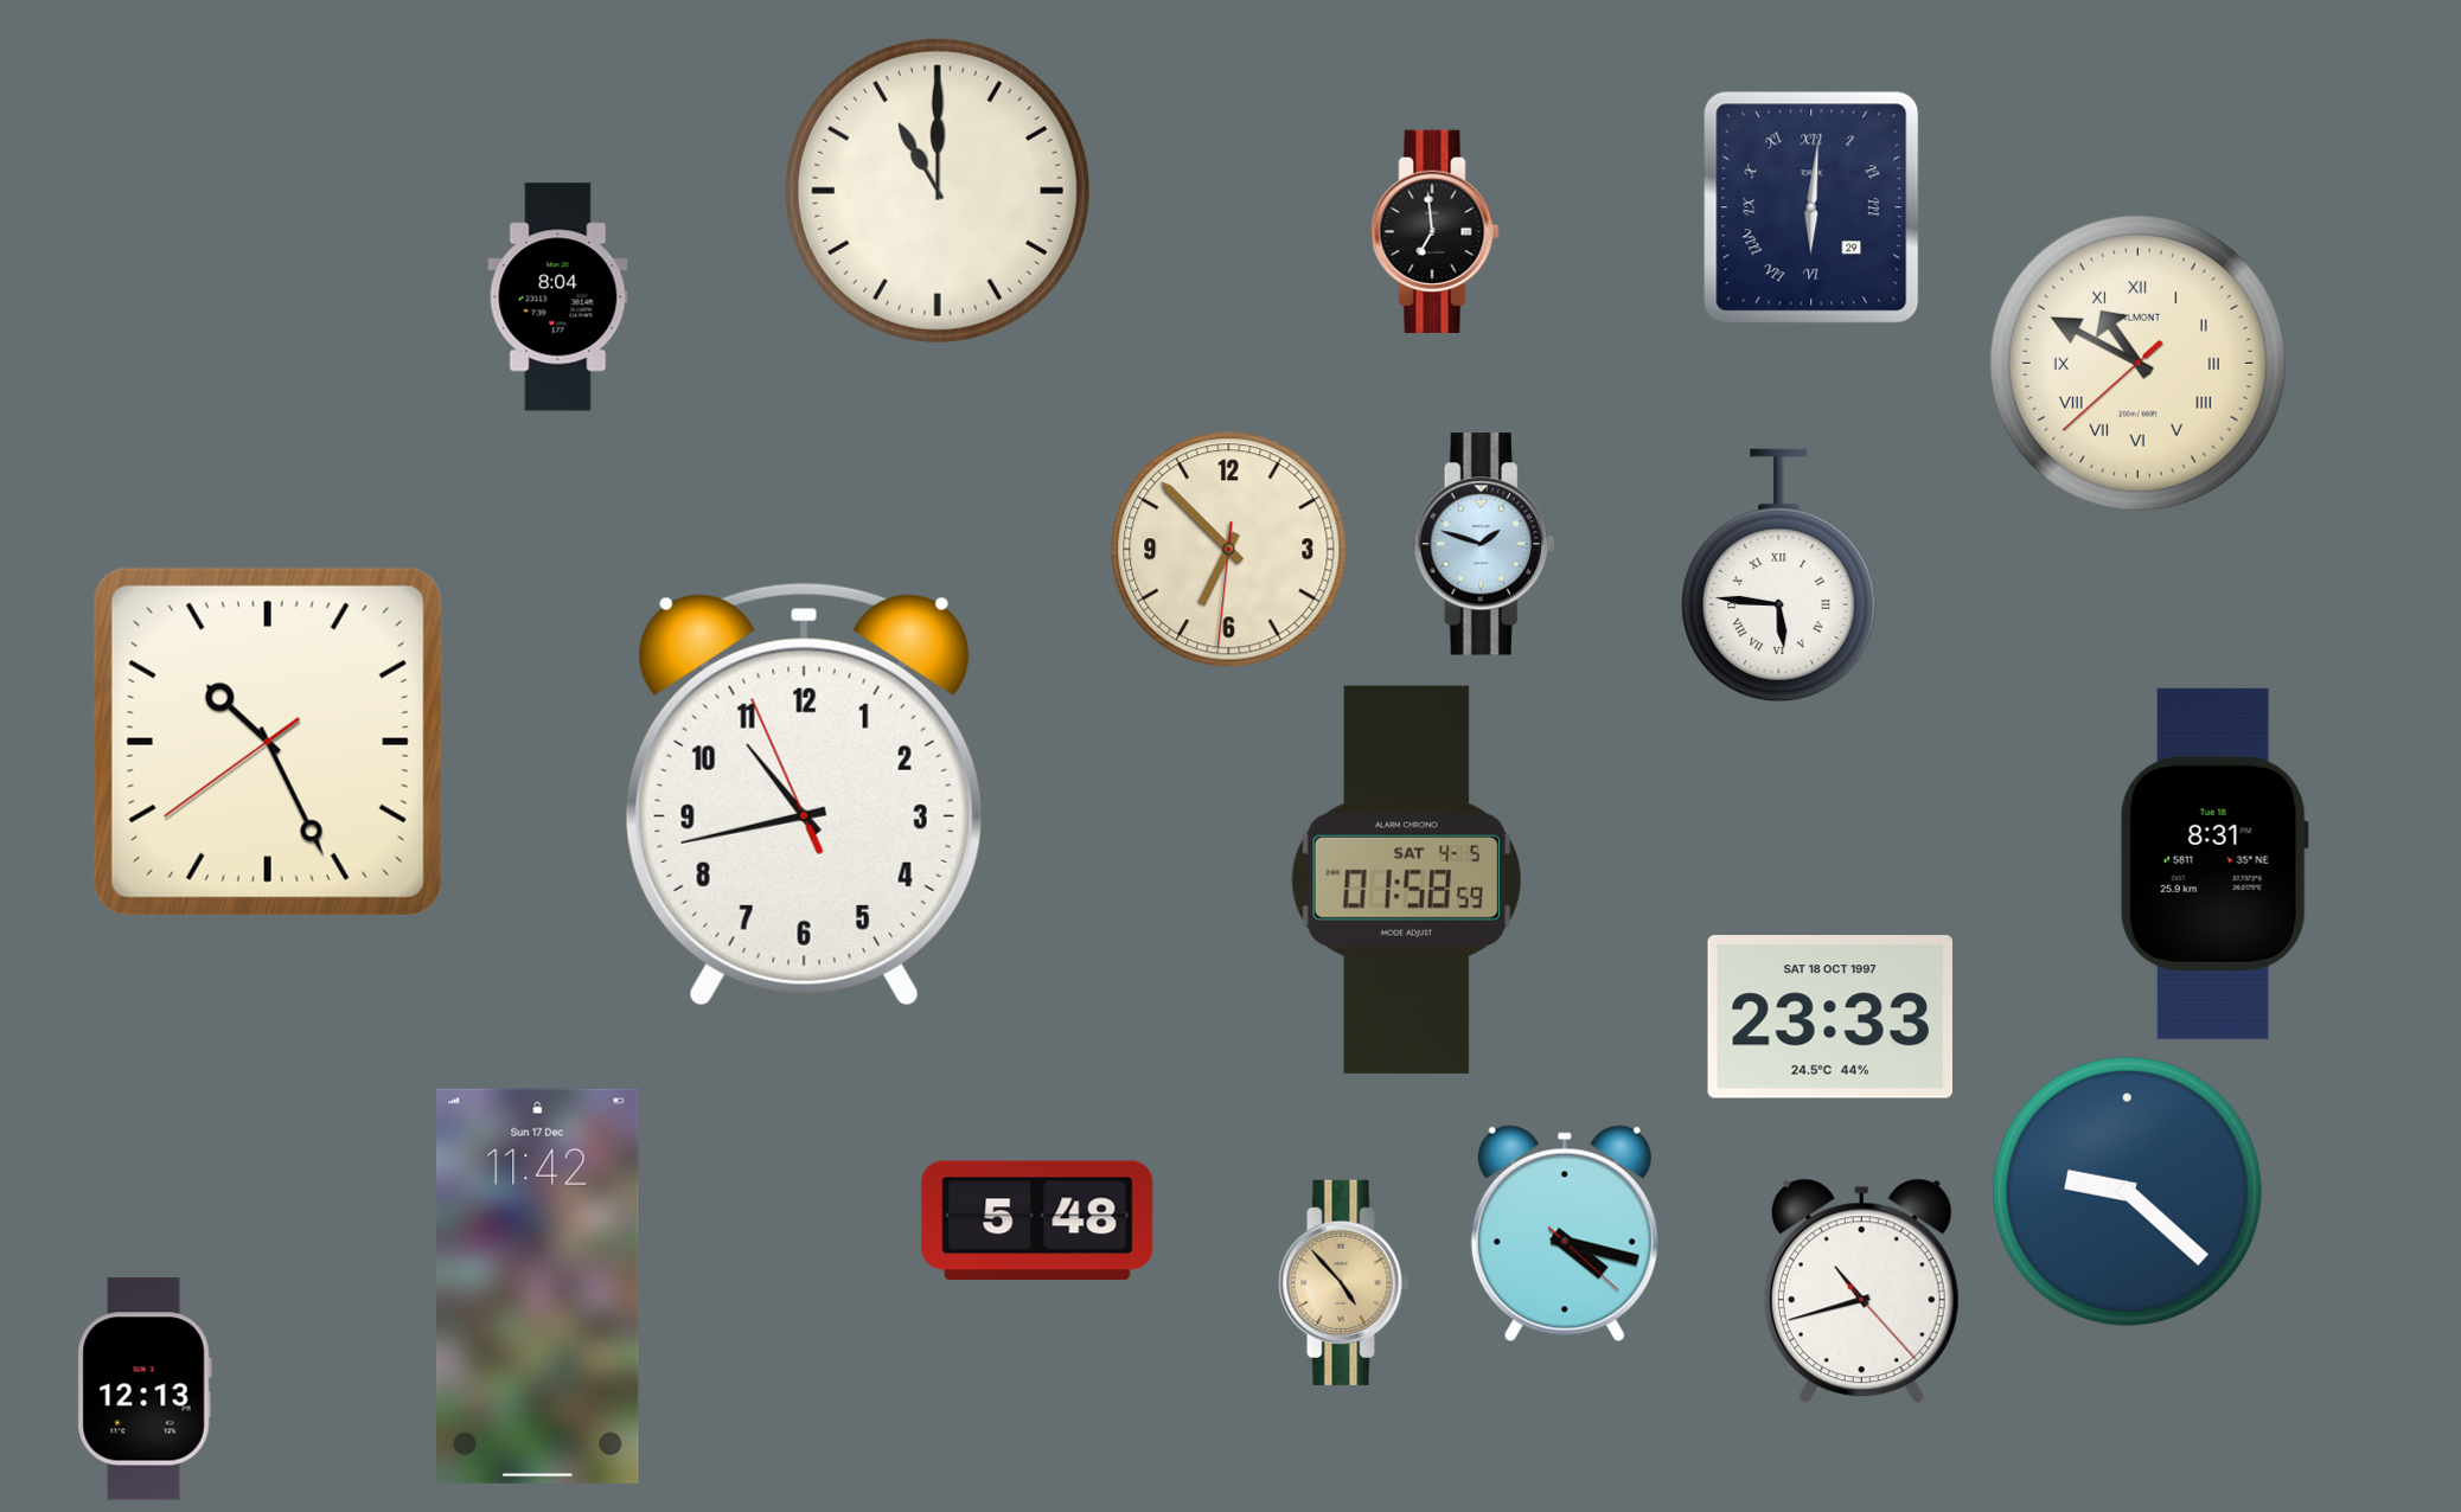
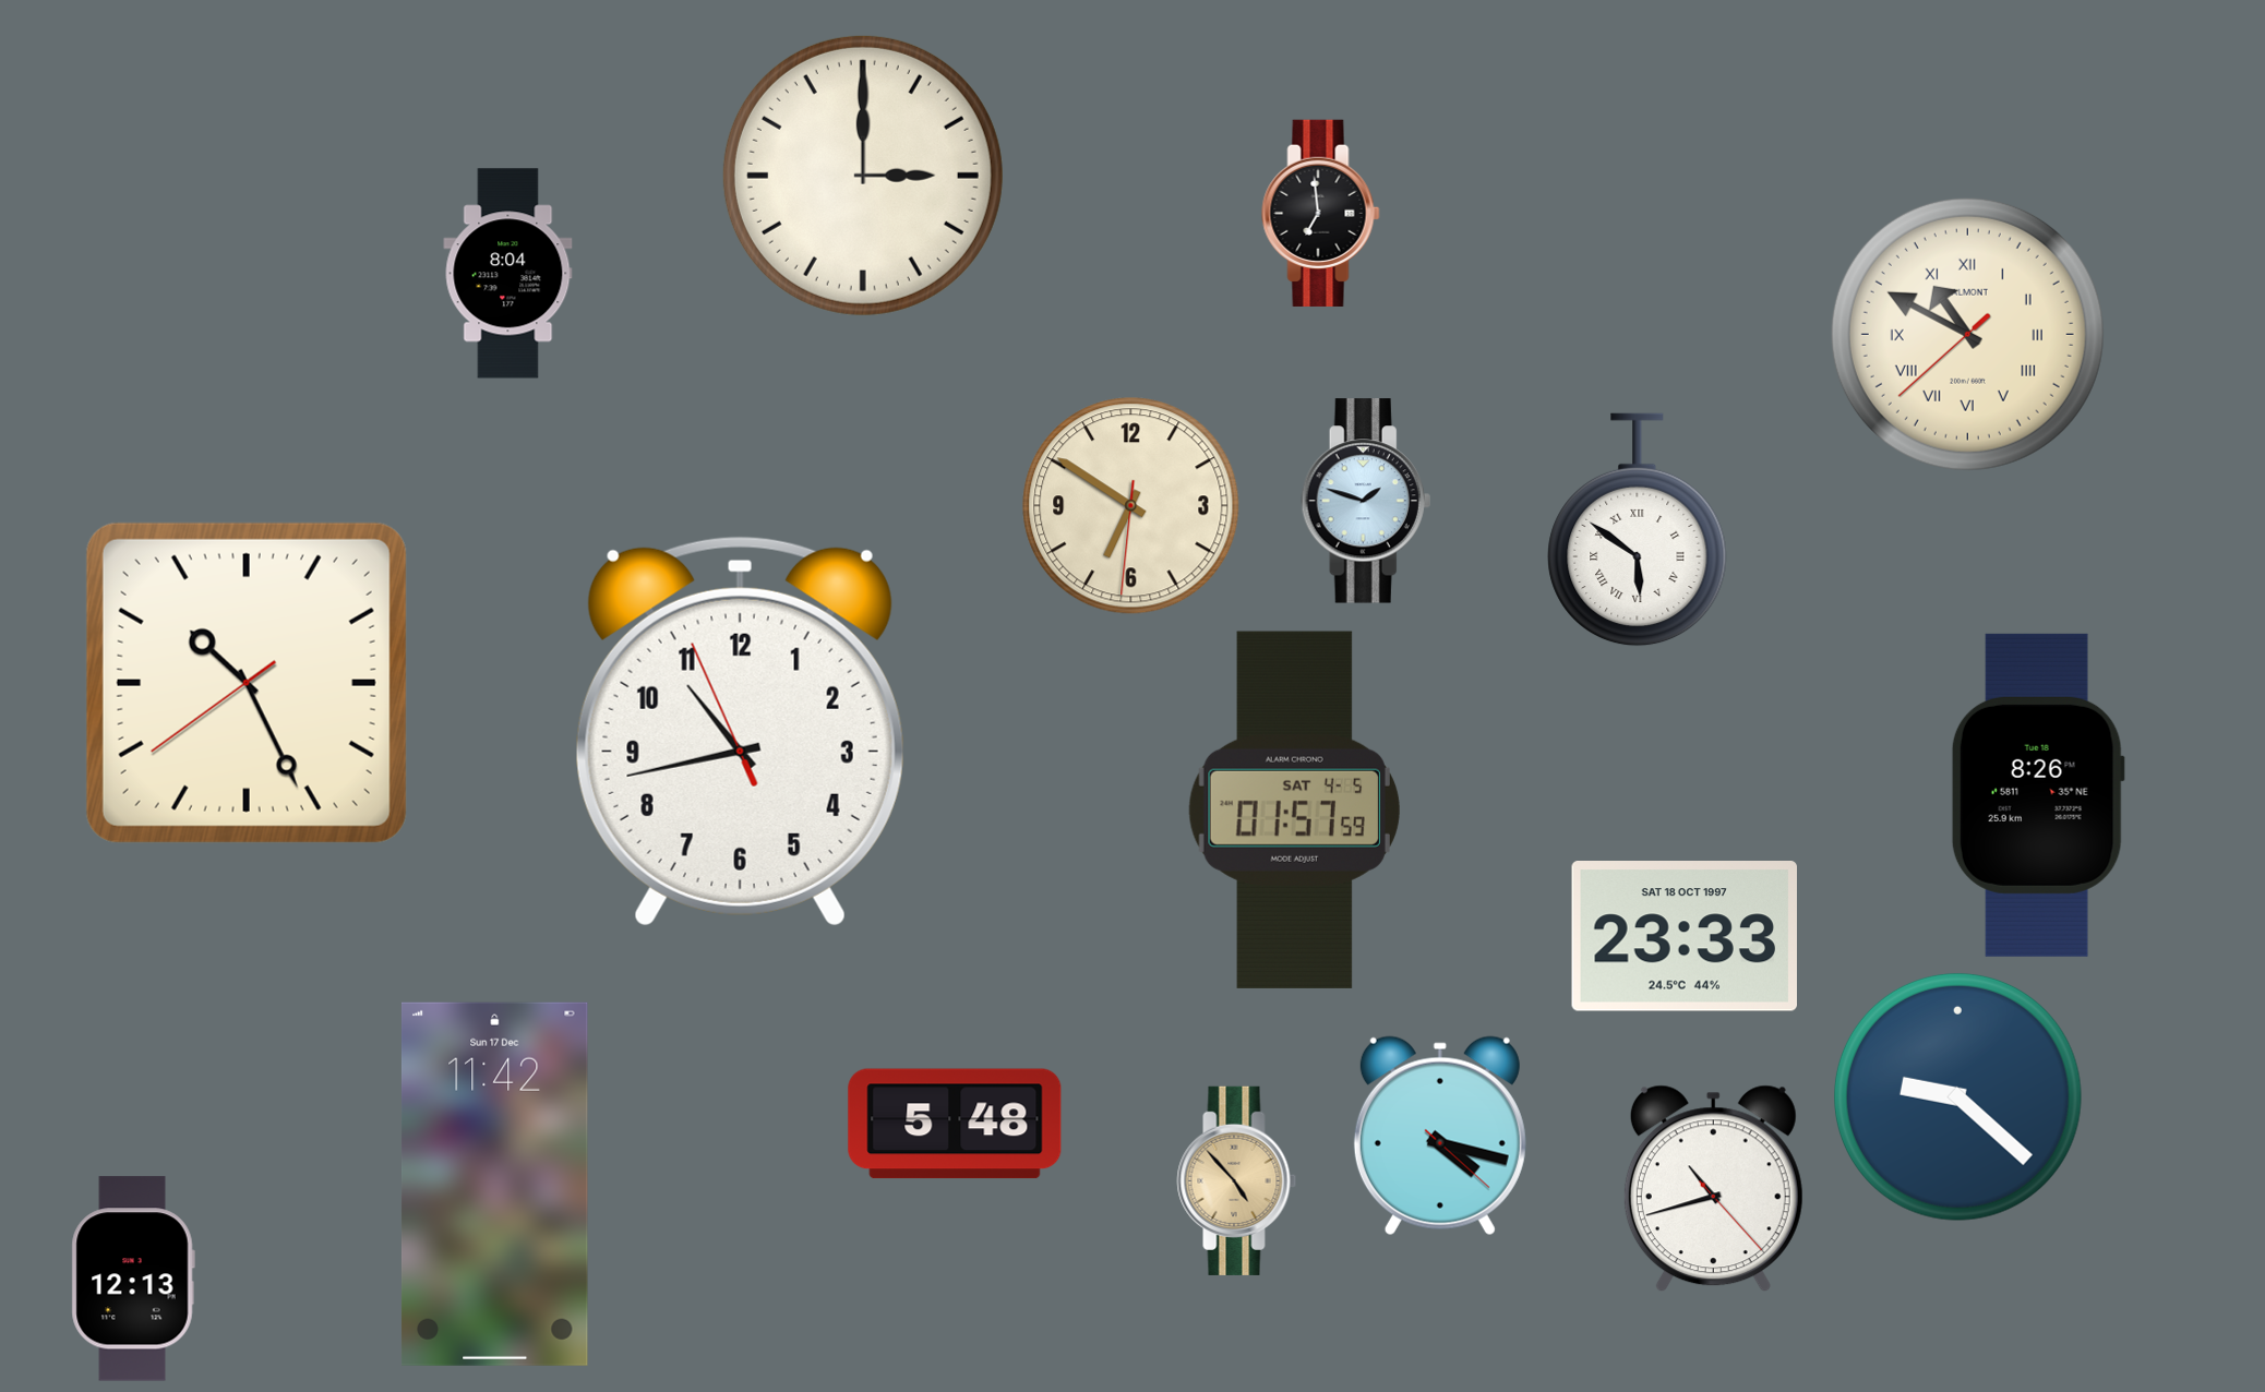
clock at (938, 191): 11:00 -> 3:00
clock at (1811, 207): 6:01 -> none
clock at (558, 297) position: (558, 297) -> (508, 274)
clock at (1229, 550): 6:52 -> 6:50
clock at (1779, 576): 5:46 -> 5:51
clock at (2214, 864): 8:31 -> 8:26
clock at (1406, 879): 01:58 -> 01:57
